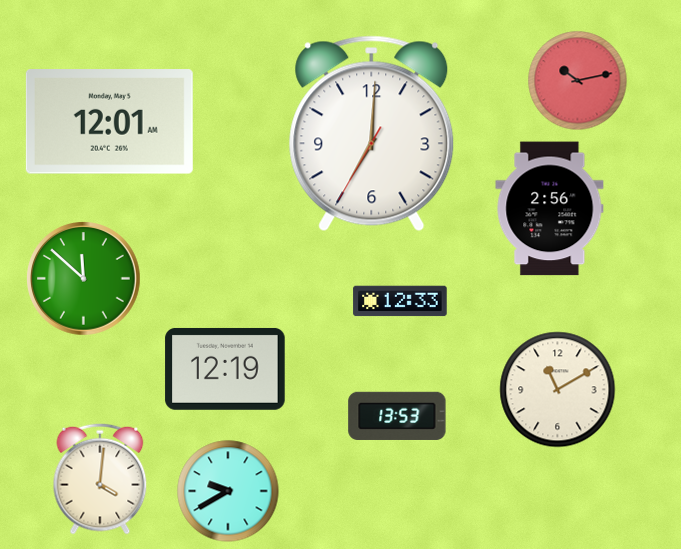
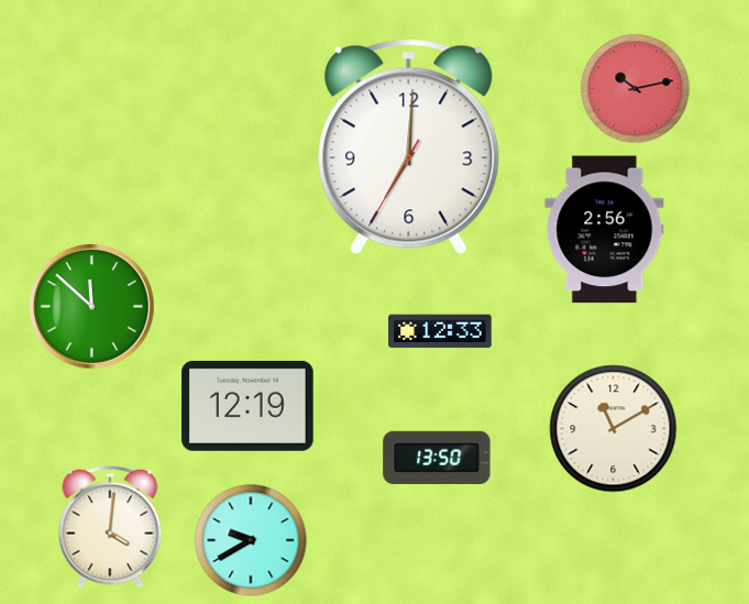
clock at (109, 122): 12:01 -> none
clock at (397, 416): 13:53 -> 13:50
